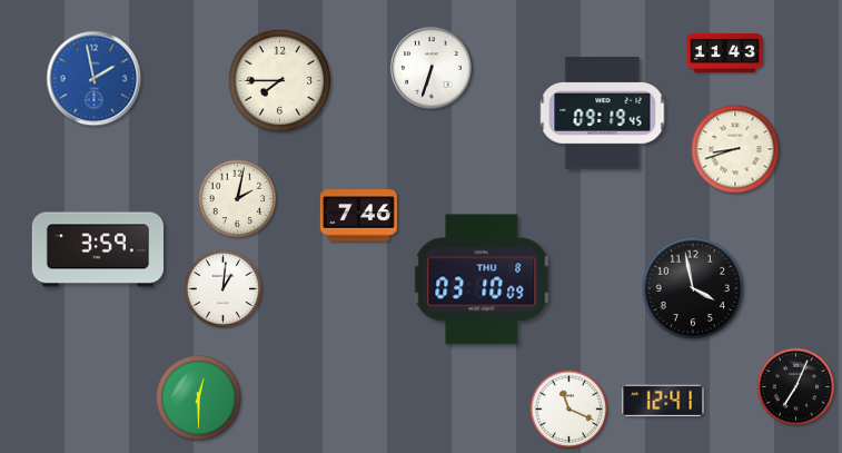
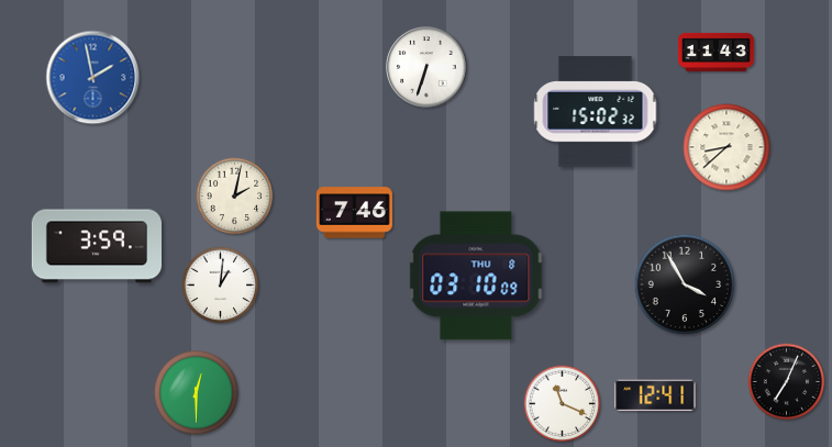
clock at (279, 80): 7:45 -> none
clock at (603, 114): 09:19 -> 15:02
clock at (735, 149): 8:42 -> 8:38
clock at (692, 287): 3:58 -> 3:55
